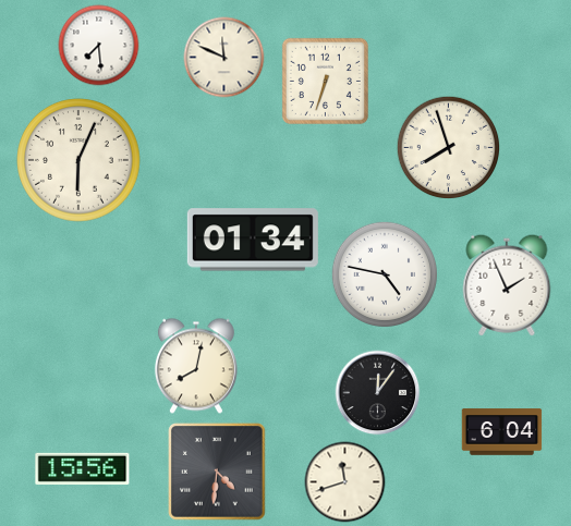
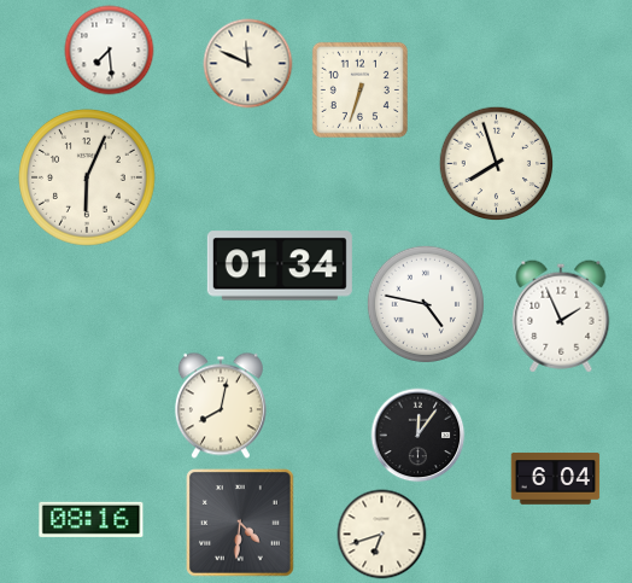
clock at (196, 366) position: (196, 366) -> (221, 406)
clock at (83, 468): 15:56 -> 08:16
clock at (345, 482): 11:42 -> 6:42
